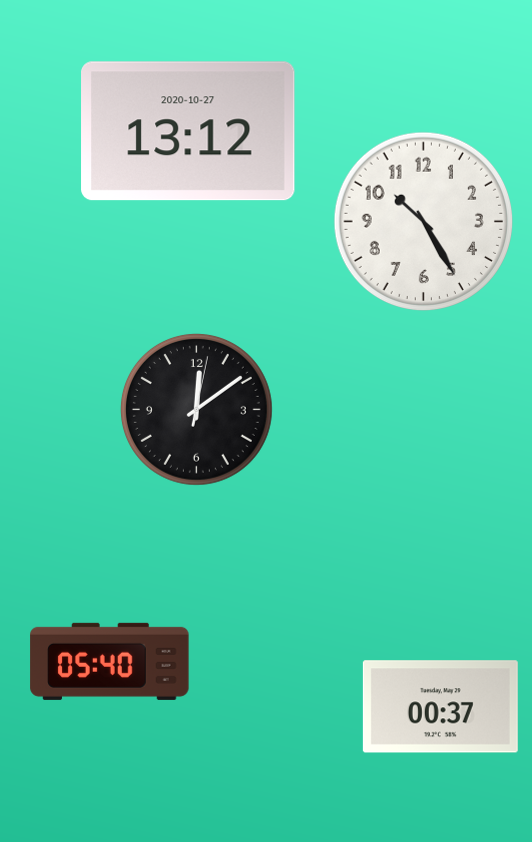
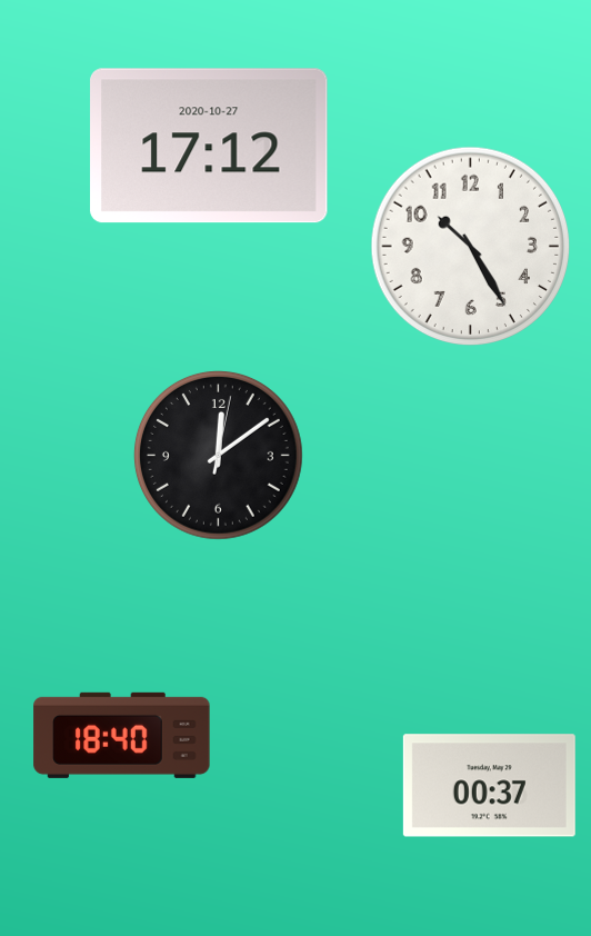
clock at (188, 131): 13:12 -> 17:12
clock at (110, 661): 05:40 -> 18:40
